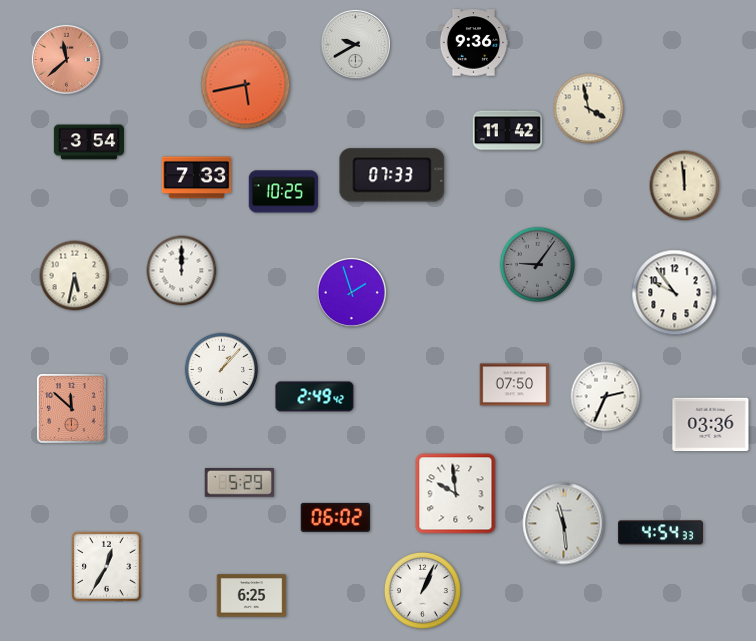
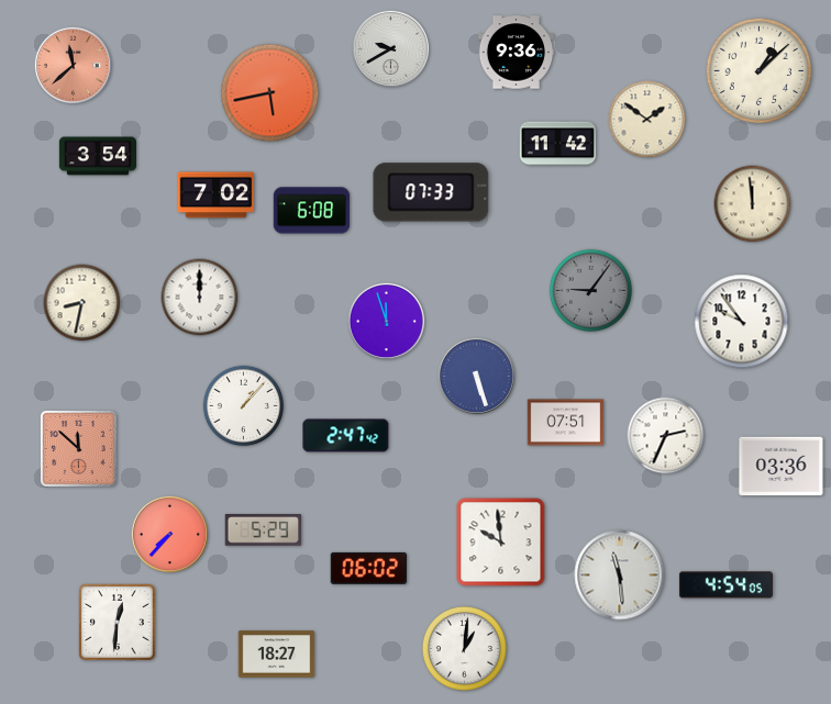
clock at (474, 43) position: (474, 43) -> (517, 53)
clock at (758, 70): none -> 1:08
clock at (589, 109): 3:58 -> 1:51
clock at (197, 178): 7:33 -> 7:02
clock at (284, 192): 10:25 -> 6:08
clock at (75, 276): 5:32 -> 8:32
clock at (351, 292): 1:57 -> 11:57
clock at (476, 376): none -> 5:27
clock at (515, 385): 07:50 -> 07:51
clock at (315, 397): 2:49 -> 2:47
clock at (169, 534): none -> 7:37
clock at (660, 533): 4:54:33 -> 4:54:05
clock at (106, 566): 12:35 -> 12:31
clock at (422, 590): 1:04 -> 1:01
clock at (252, 596): 6:25 -> 18:27
